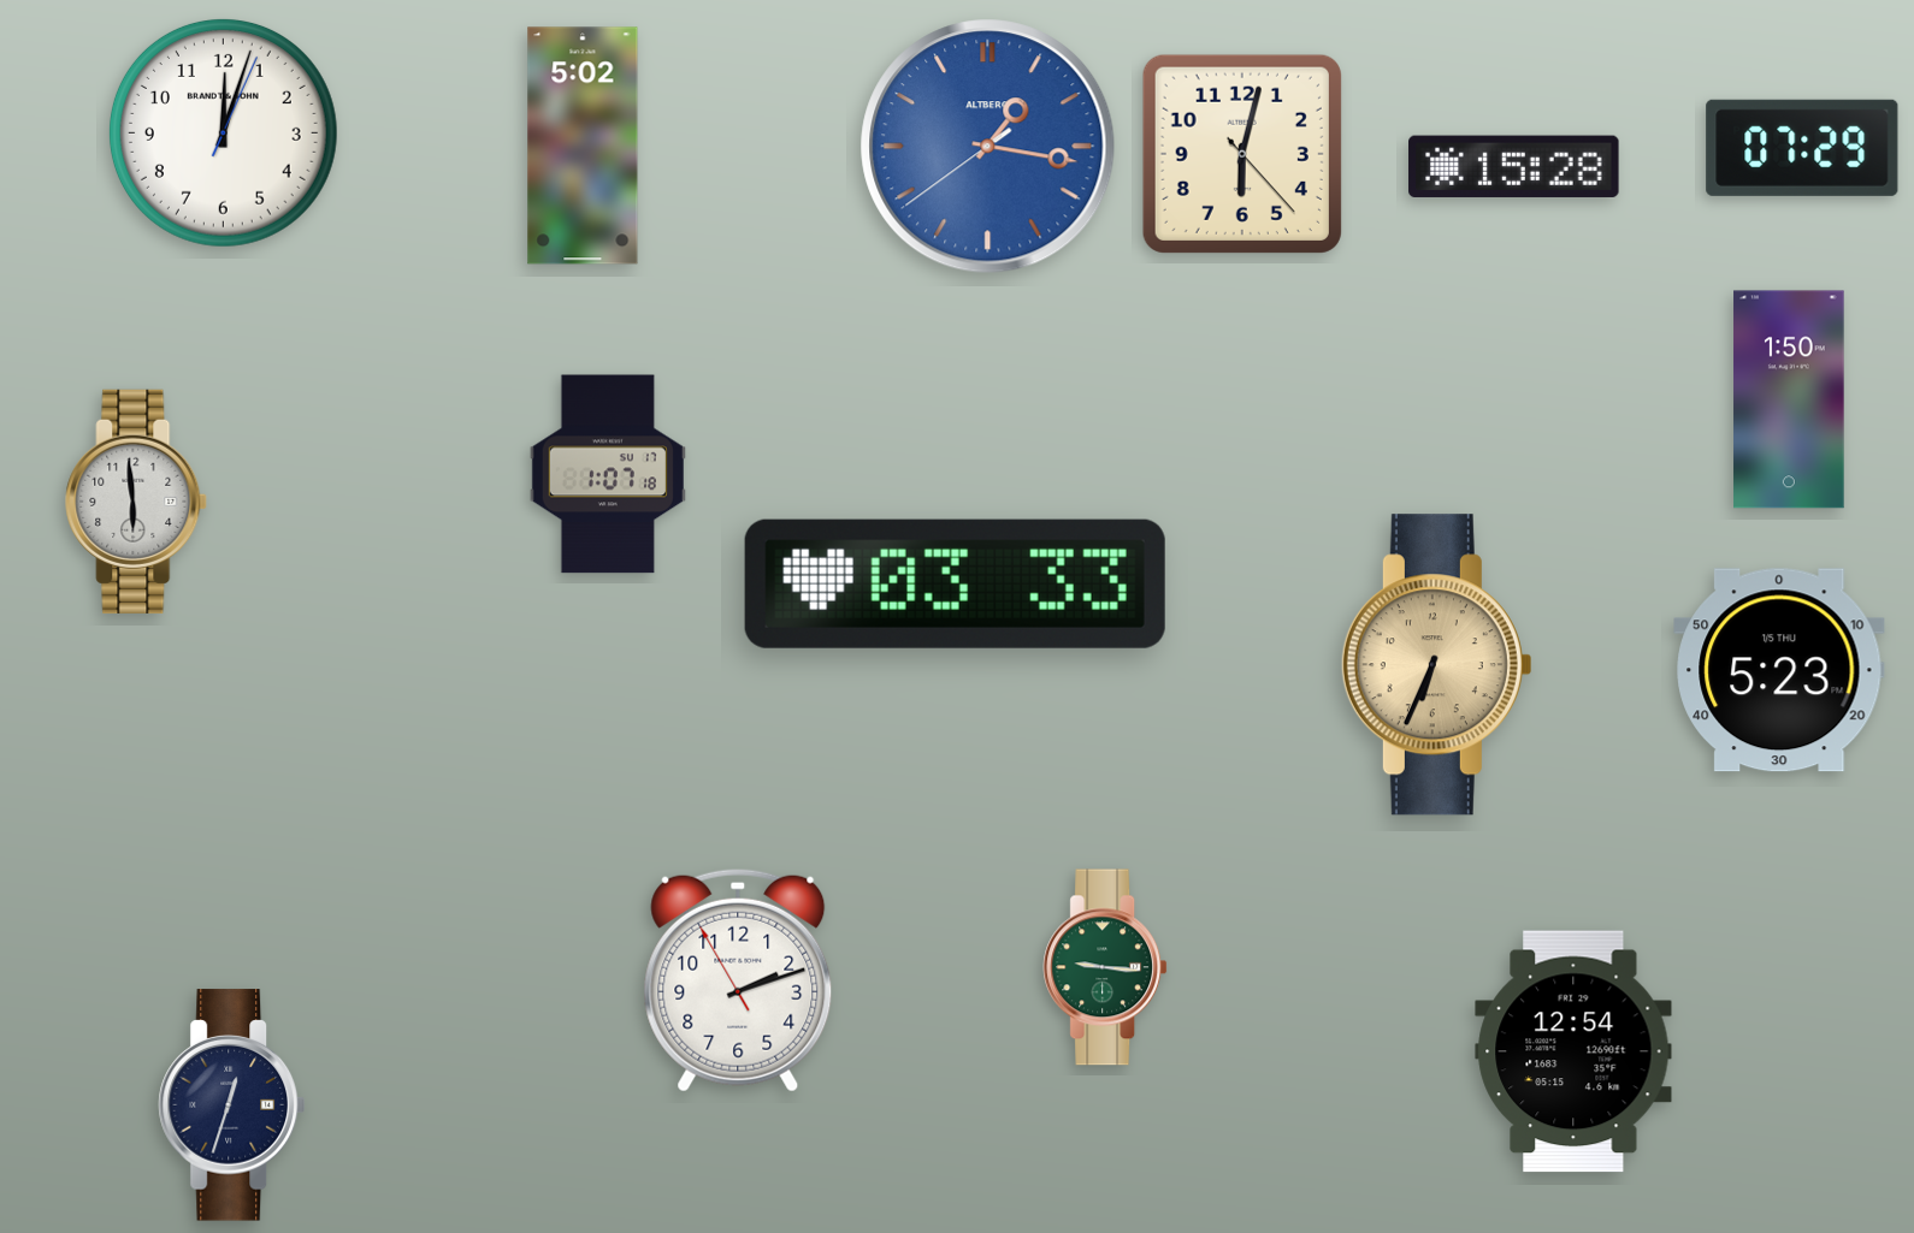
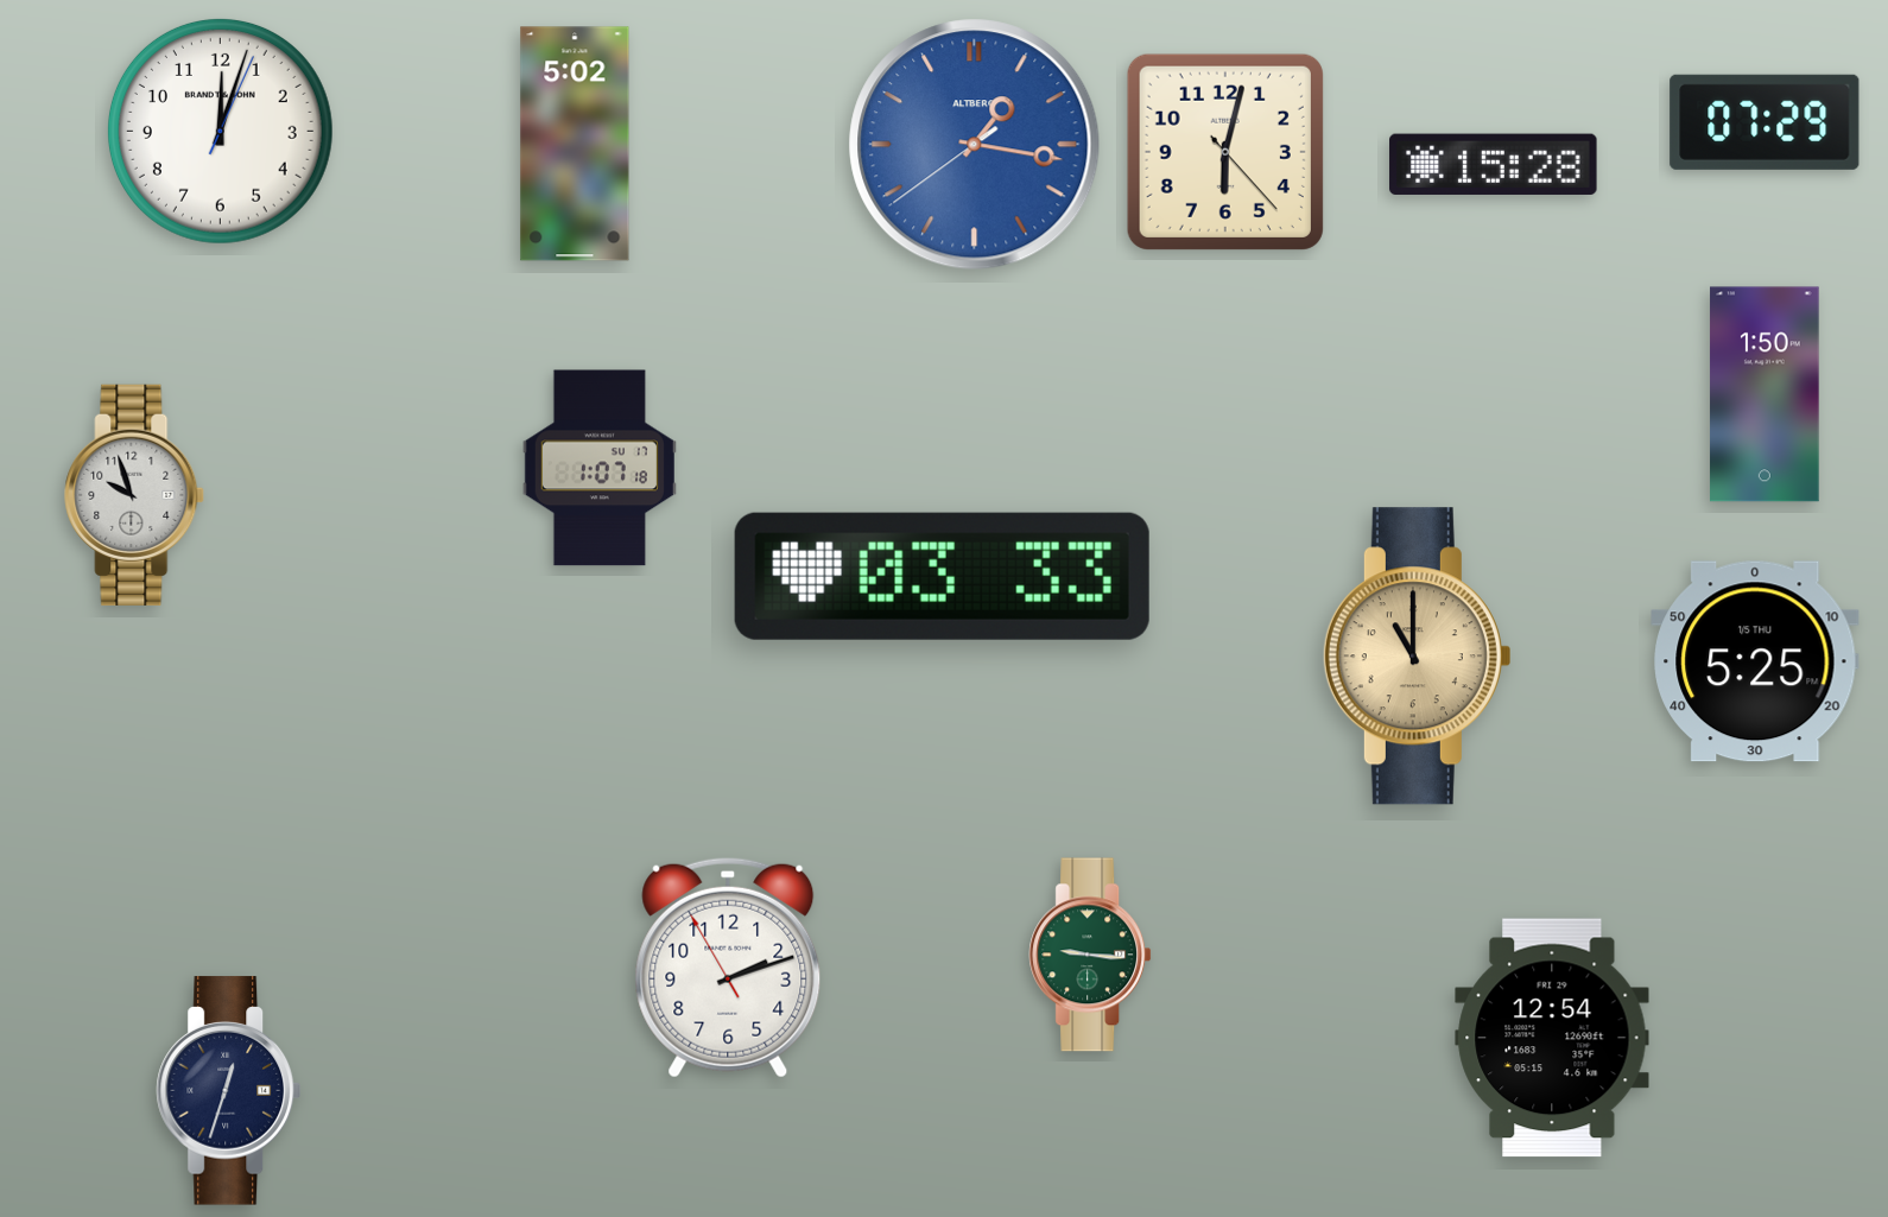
clock at (1802, 148) position: (1802, 148) -> (1765, 122)
clock at (137, 502): 5:59 -> 9:57
clock at (1436, 665): 6:34 -> 11:00
clock at (1779, 670): 5:23 -> 5:25
